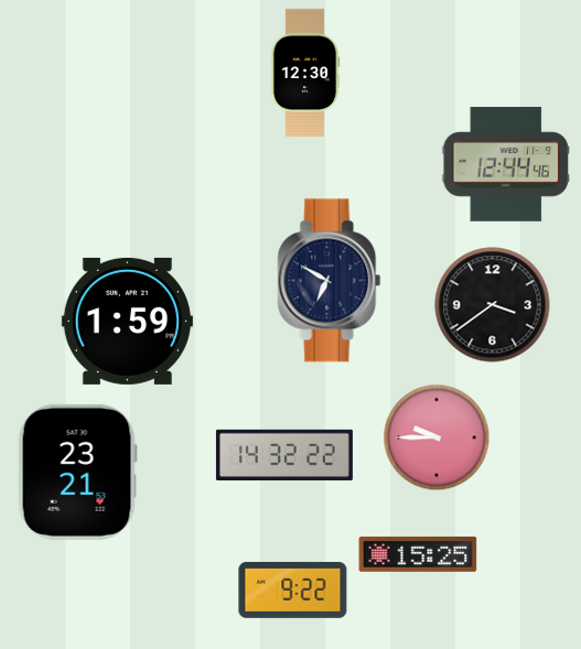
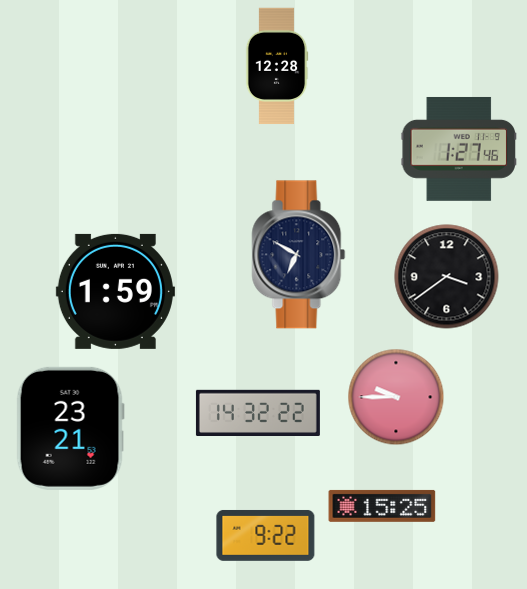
clock at (305, 73): 12:30 -> 12:28
clock at (505, 164): 12:44 -> 1:27
clock at (418, 554) position: (418, 554) -> (382, 506)
